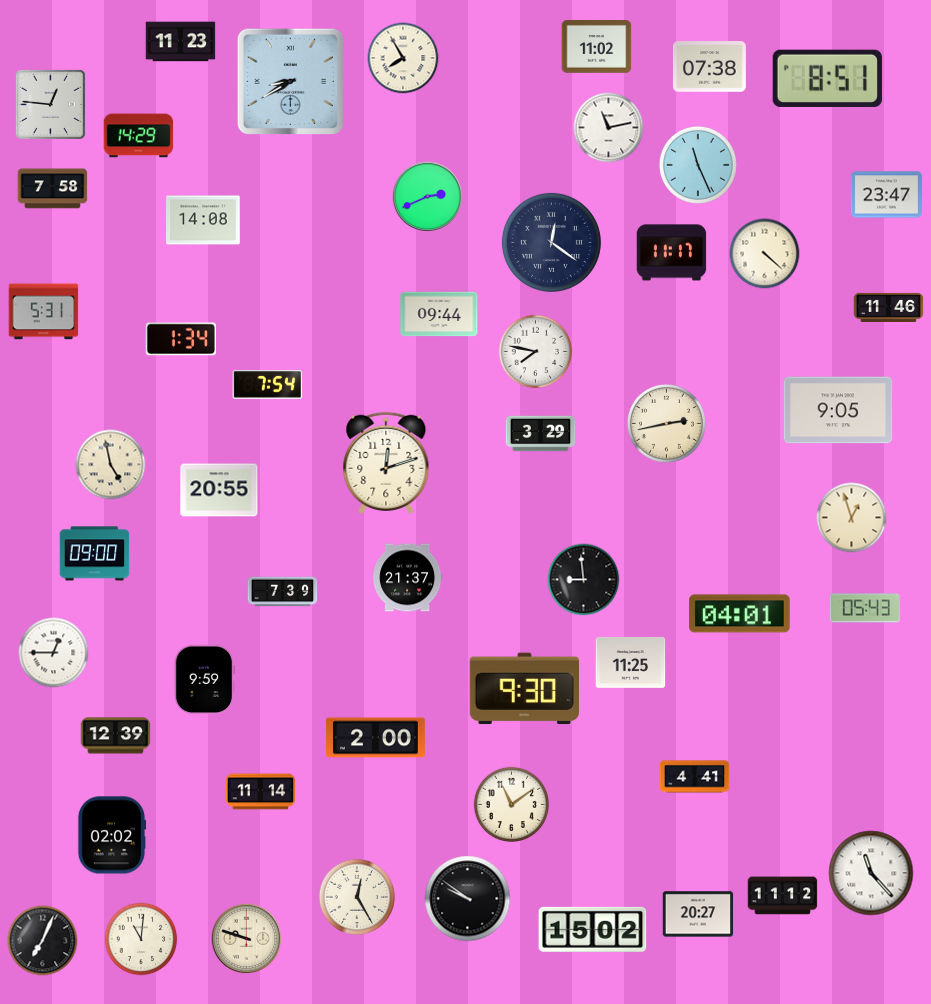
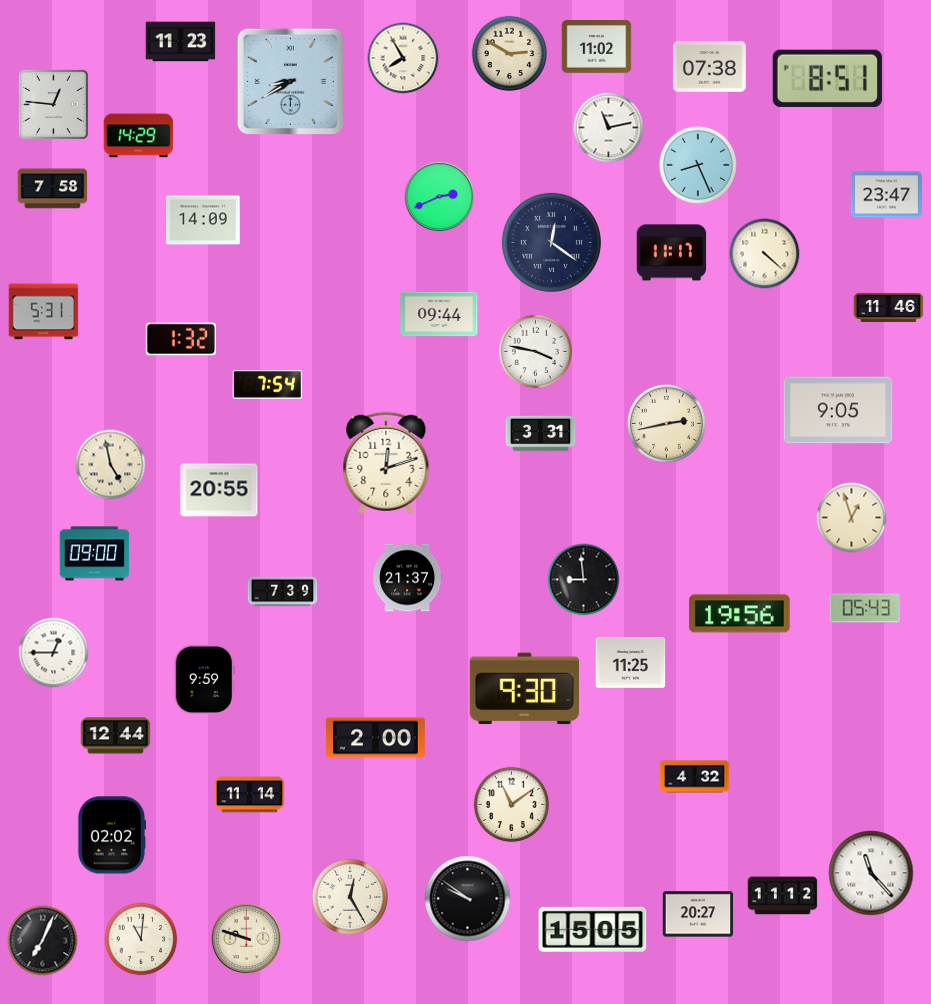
clock at (510, 54): none -> 2:50
clock at (50, 104) position: (50, 104) -> (53, 104)
clock at (698, 165): 11:26 -> 8:26
clock at (428, 197) position: (428, 197) -> (440, 197)
clock at (203, 220): 14:08 -> 14:09
clock at (181, 339): 1:34 -> 1:32
clock at (536, 352): 7:47 -> 3:47
clock at (541, 434): 3:29 -> 3:31
clock at (740, 614): 04:01 -> 19:56
clock at (116, 736): 12:39 -> 12:44
clock at (695, 777): 4:41 -> 4:32
clock at (261, 792) position: (261, 792) -> (250, 795)
clock at (356, 896) position: (356, 896) -> (349, 896)
clock at (593, 929): 15:02 -> 15:05
